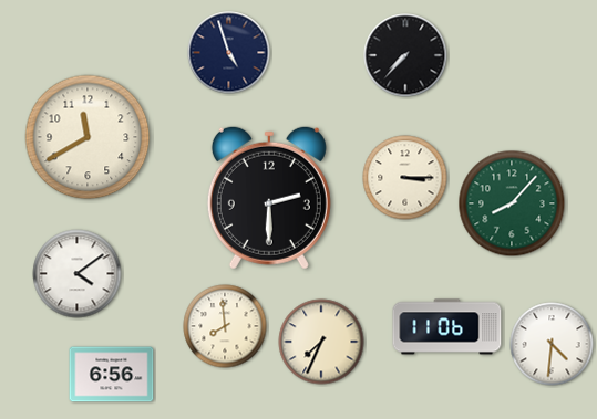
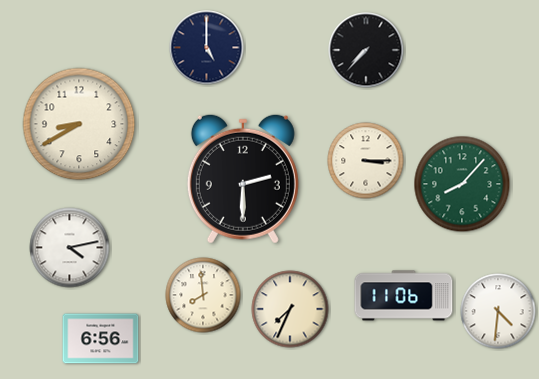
clock at (229, 53): 4:57 -> 5:00
clock at (88, 137): 11:40 -> 8:40
clock at (78, 274): 4:09 -> 4:13
